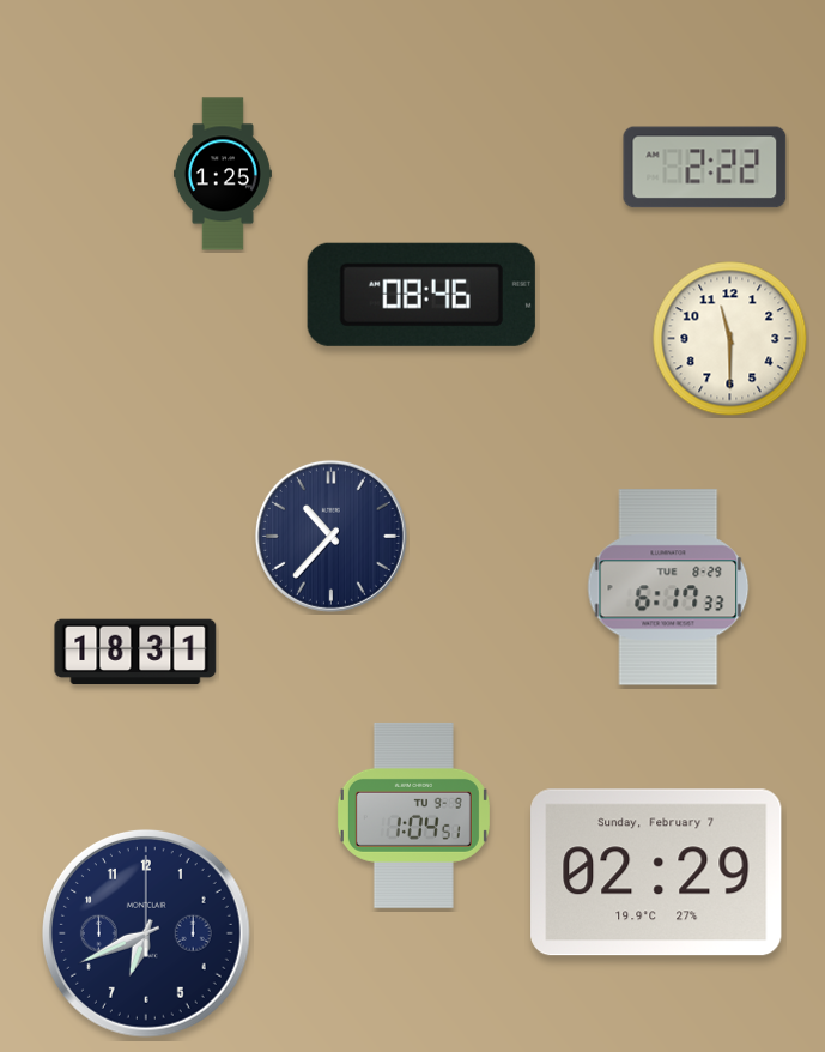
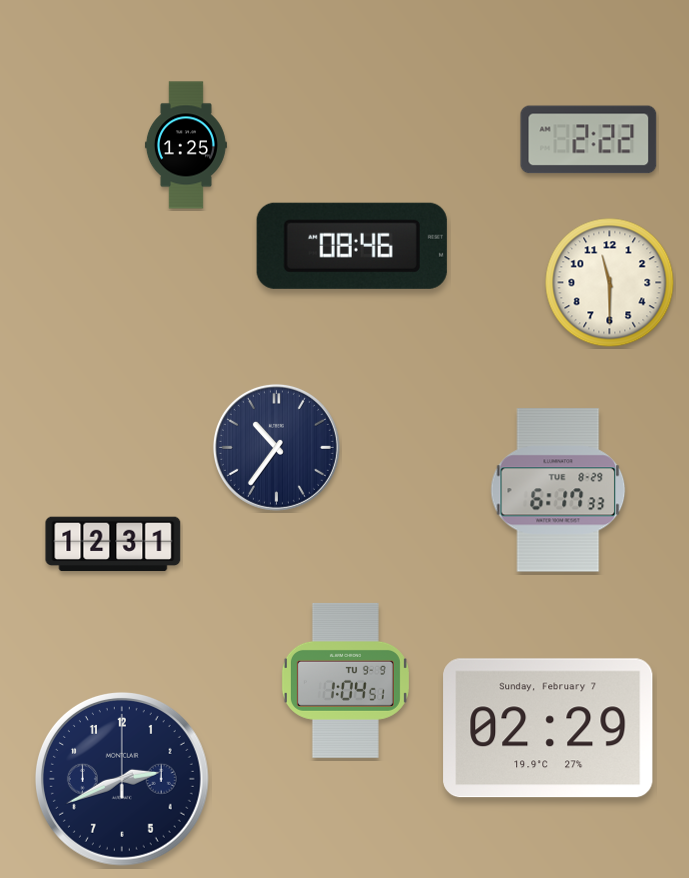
clock at (330, 536): 10:37 -> 10:36
clock at (135, 652): 18:31 -> 12:31
clock at (146, 933): 6:41 -> 2:41
